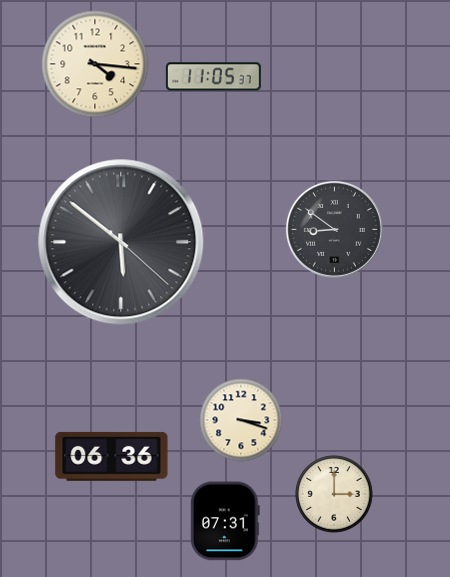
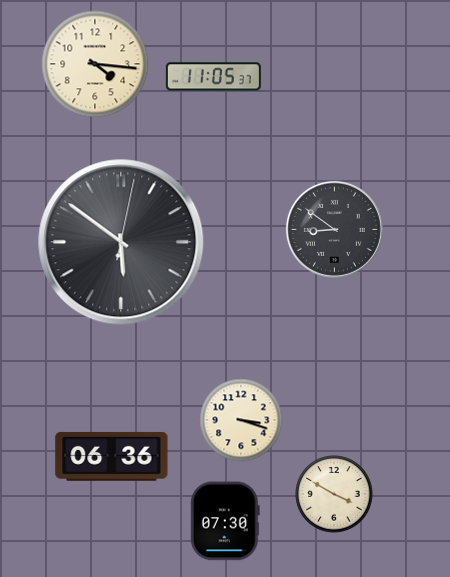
clock at (121, 242): 5:51:22 -> 5:51:02
clock at (334, 494): 3:00 -> 3:50
clock at (225, 521): 07:31 -> 07:30
